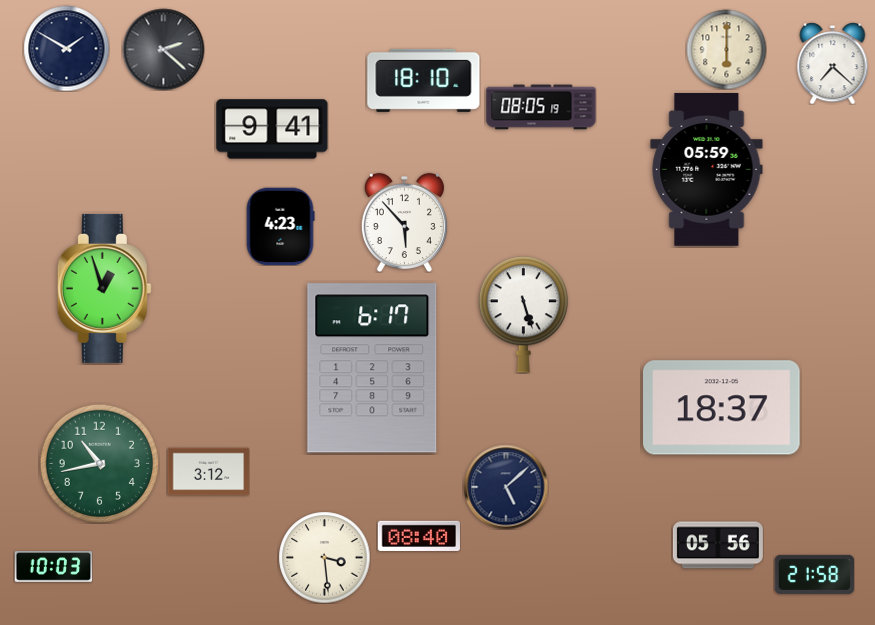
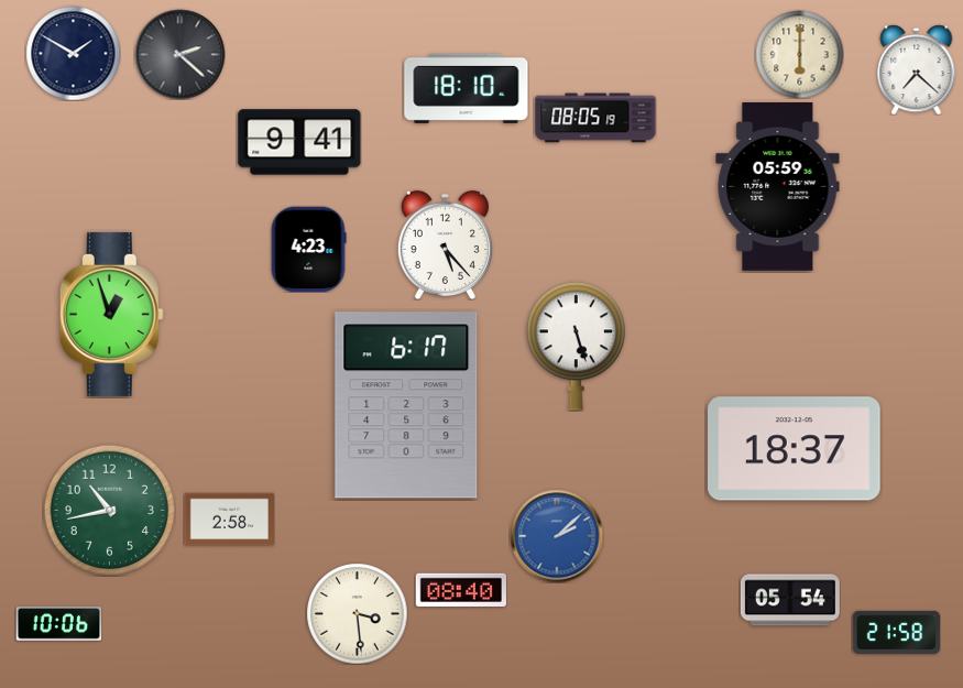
clock at (404, 222): 5:53 -> 5:23
clock at (104, 288) position: (104, 288) -> (111, 314)
clock at (372, 368) position: (372, 368) -> (406, 405)
clock at (208, 472): 3:12 -> 2:58
clock at (506, 487): 5:08 -> 2:08
clock at (506, 487) dial: navy -> blue
clock at (718, 545): 05:56 -> 05:54
clock at (53, 567): 10:03 -> 10:06
